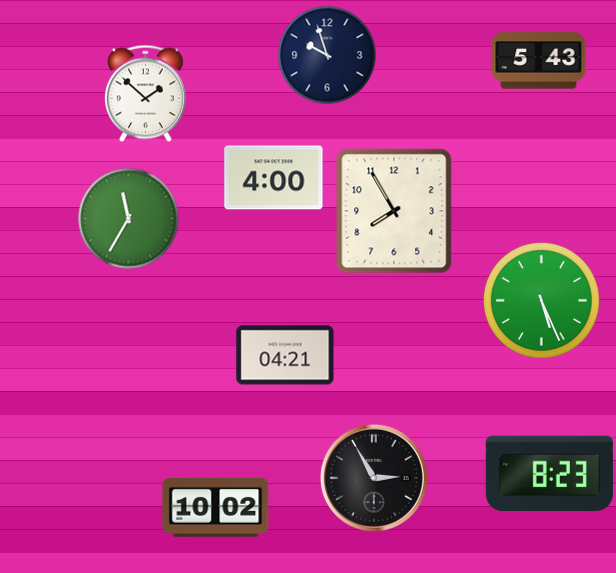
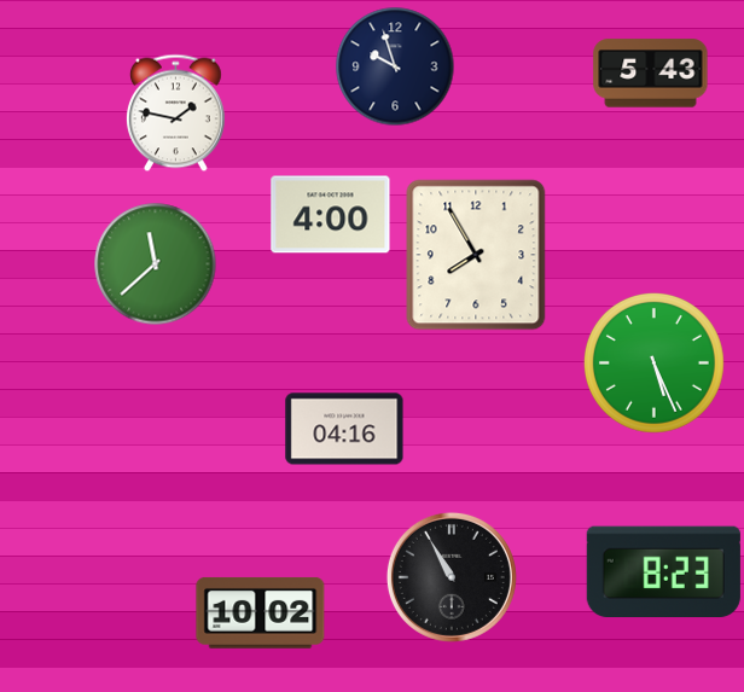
clock at (146, 93): 1:52 -> 1:47
clock at (129, 219): 11:35 -> 11:38
clock at (285, 355): 04:21 -> 04:16
clock at (374, 478): 2:55 -> 10:55
